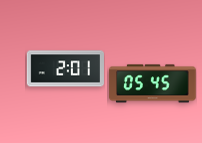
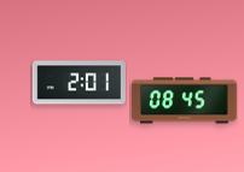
clock at (153, 84): 05:45 -> 08:45
